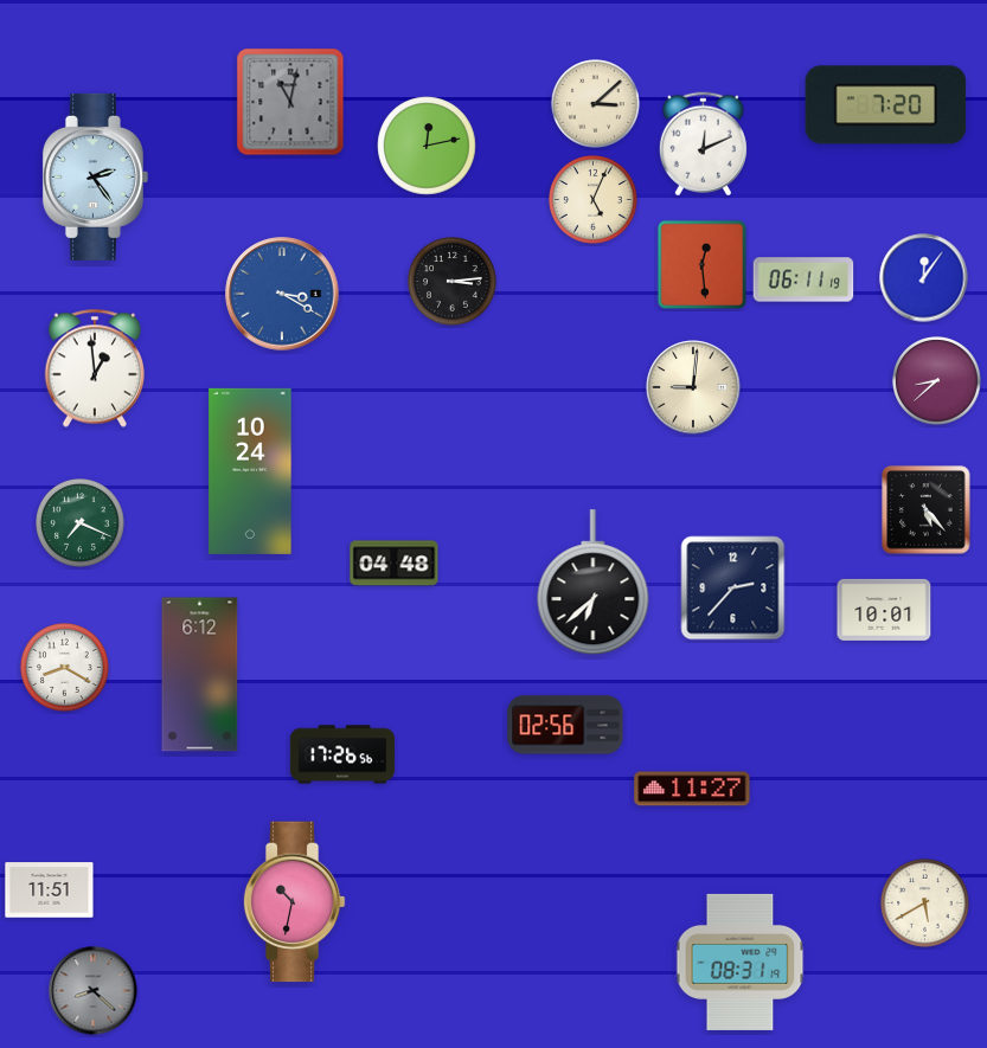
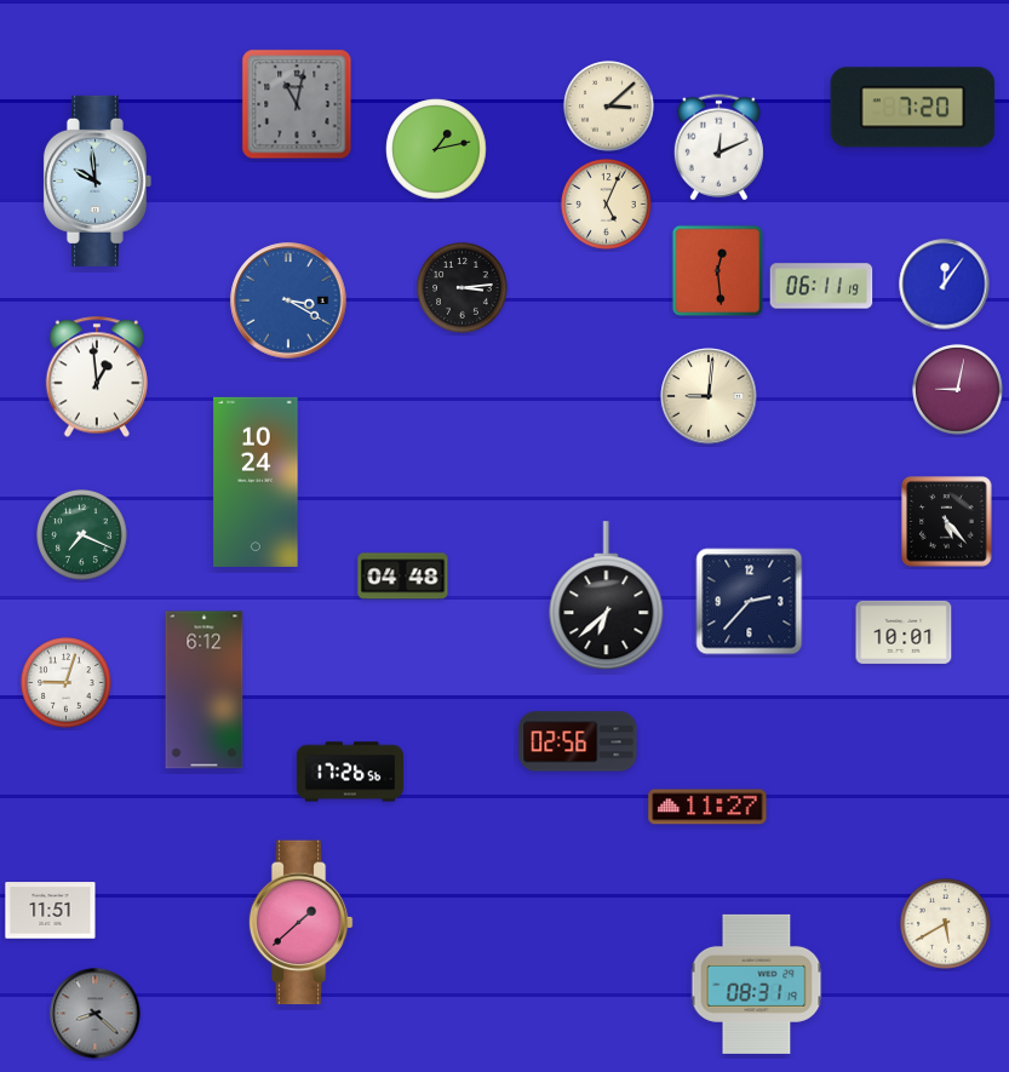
clock at (886, 105) position: (886, 105) -> (913, 108)
clock at (427, 146): 12:13 -> 1:13
clock at (95, 176): 2:24 -> 9:59
clock at (937, 381): 8:38 -> 9:02
clock at (884, 610) position: (884, 610) -> (904, 632)
clock at (65, 668): 8:20 -> 9:03
clock at (294, 902): 10:32 -> 1:38
